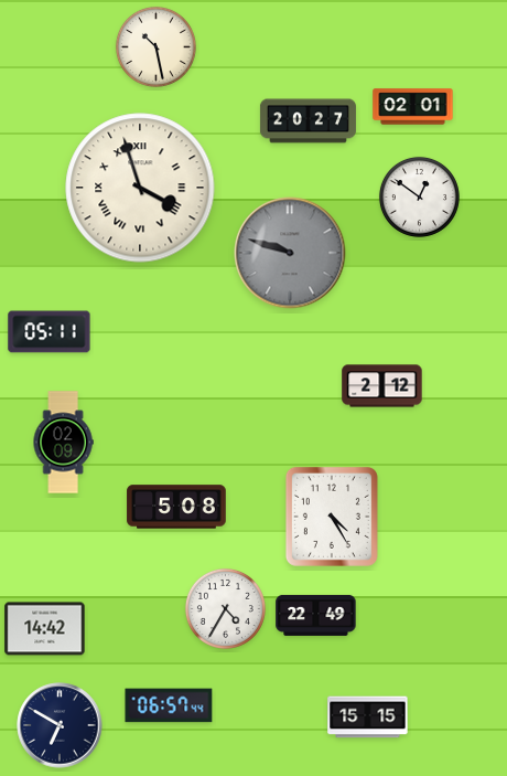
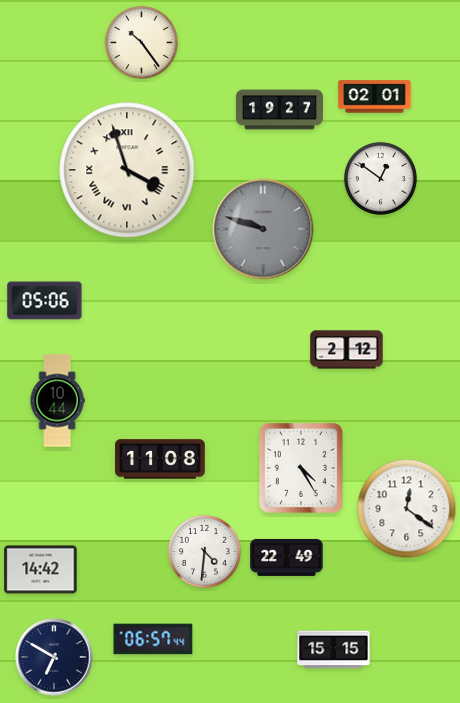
clock at (155, 46): 10:28 -> 10:24
clock at (308, 121): 20:27 -> 19:27
clock at (50, 332): 05:11 -> 05:06
clock at (63, 443): 02:09 -> 10:44
clock at (176, 507): 5:08 -> 11:08
clock at (407, 509): none -> 12:21
clock at (225, 608): 4:35 -> 4:31
